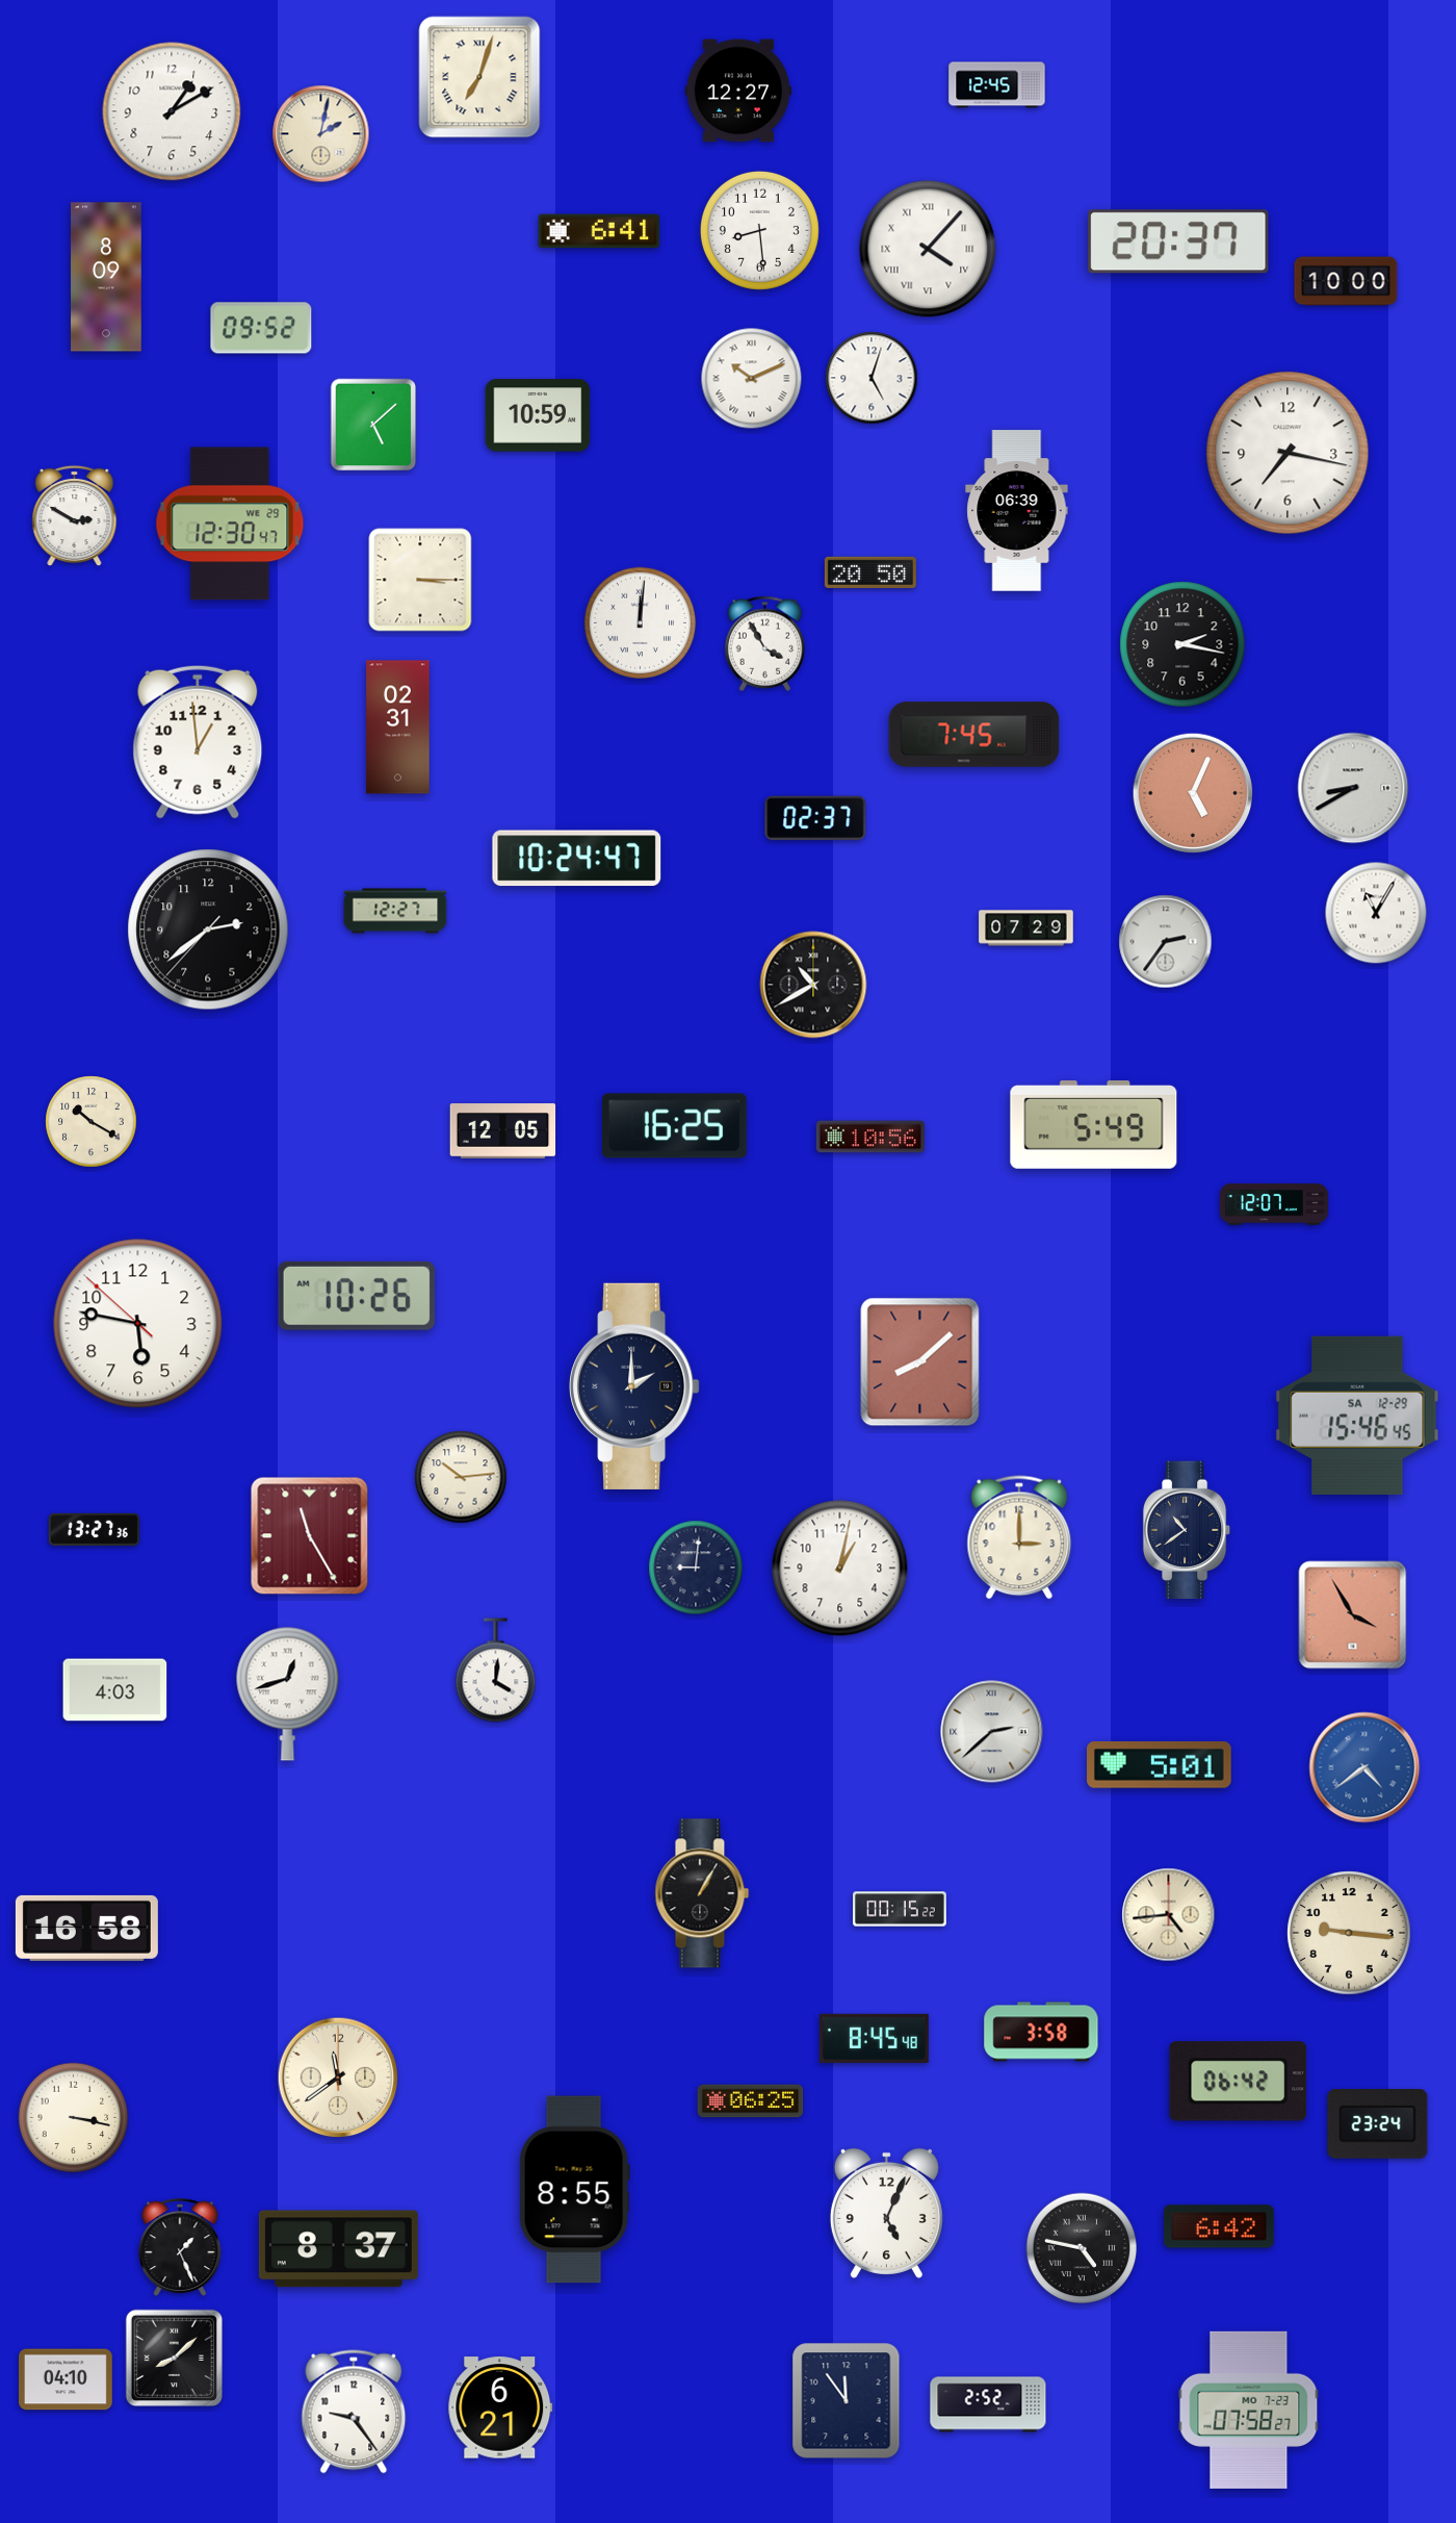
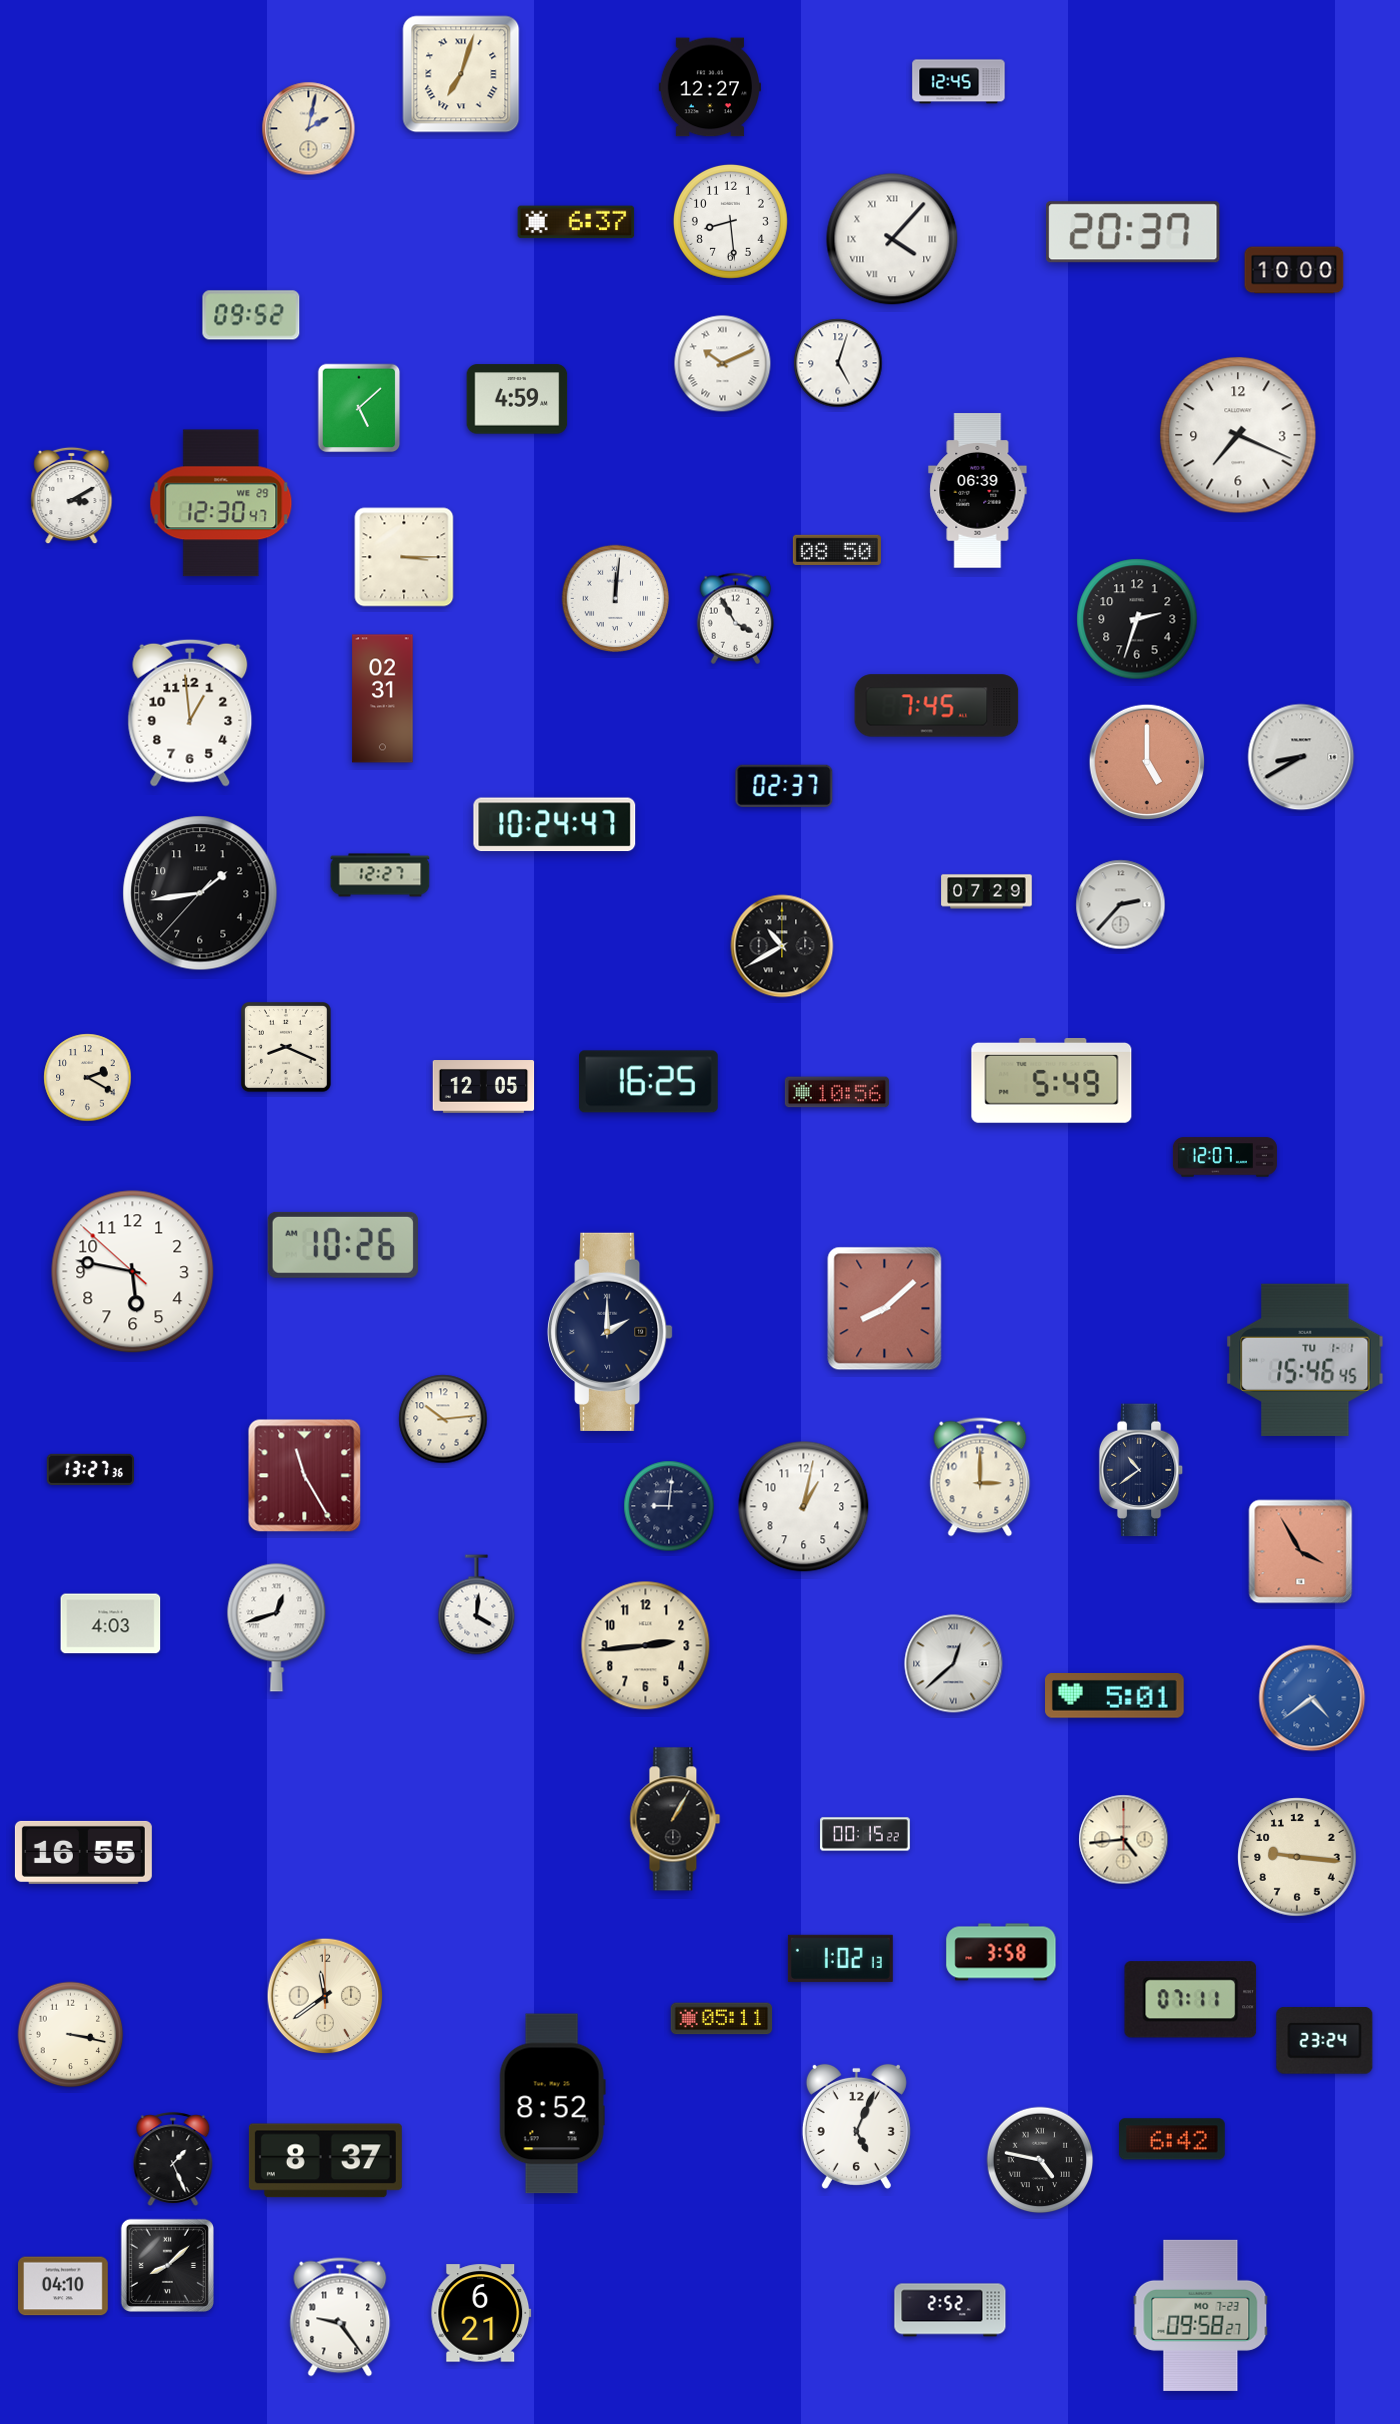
clock at (172, 111): 1:10 -> none
clock at (599, 231): 6:41 -> 6:37
clock at (106, 277): 8:09 -> none
clock at (538, 415): 10:59 -> 4:59
clock at (1288, 453): 7:17 -> 7:19
clock at (75, 516): 2:50 -> 3:10
clock at (870, 572): 20:50 -> 08:50
clock at (1182, 644): 2:17 -> 2:33
clock at (1193, 793): 5:04 -> 5:00
clock at (1376, 913): 11:05 -> none
clock at (208, 929): 2:38 -> 1:43
clock at (1166, 942): 2:36 -> 2:37
clock at (287, 1048): none -> 8:19
clock at (92, 1122): 10:20 -> 2:20
clock at (1357, 1416) date: SA 12-29 -> TU 1-1
clock at (310, 1536) position: (310, 1536) -> (305, 1476)
clock at (840, 1569) position: (840, 1569) -> (804, 1507)
clock at (646, 1646): none -> 2:44
clock at (992, 1732): 2:38 -> 12:38
clock at (86, 1928): 16:58 -> 16:55
clock at (874, 2038): 8:45 -> 1:02
clock at (1239, 2082): 06:42 -> 07:11
clock at (751, 2101): 06:25 -> 05:11
clock at (574, 2190): 8:55 -> 8:52
clock at (886, 2213) position: (886, 2213) -> (856, 2126)
clock at (847, 2401): 11:54 -> none
clock at (1249, 2410): 07:58 -> 09:58
